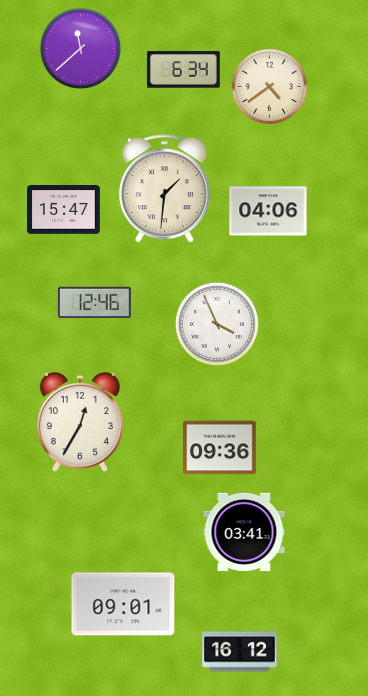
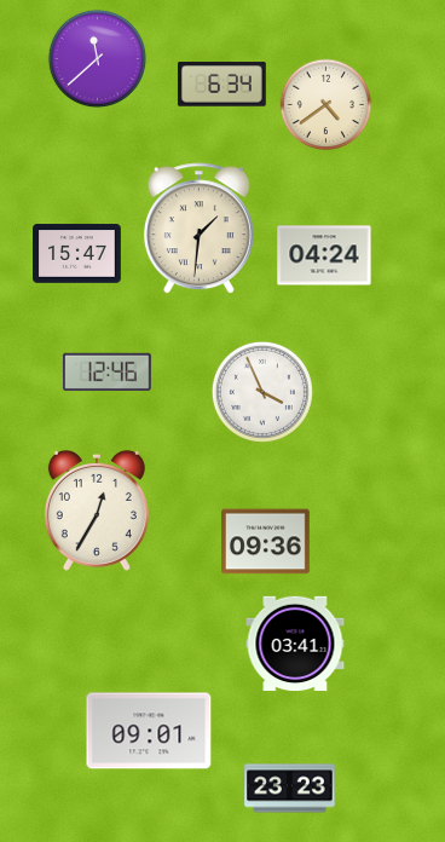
clock at (268, 211): 04:06 -> 04:24
clock at (94, 302) position: (94, 302) -> (106, 371)
clock at (240, 652): 16:12 -> 23:23
